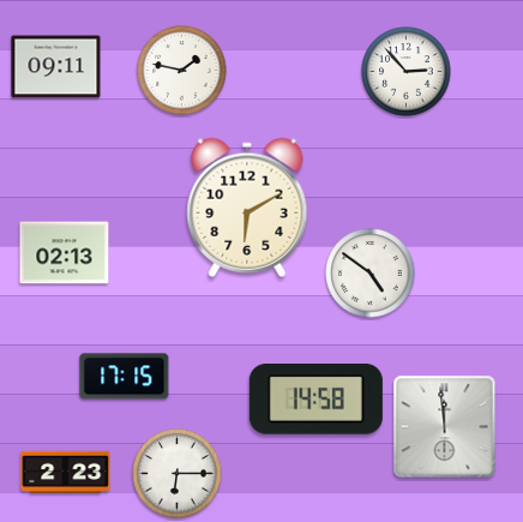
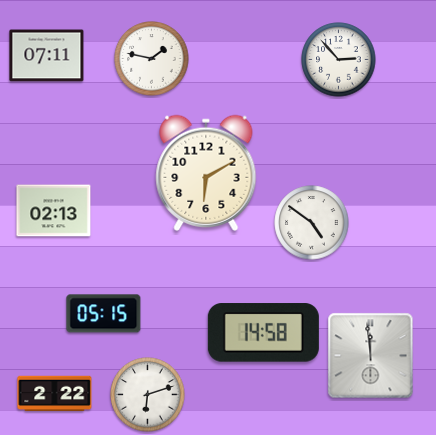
clock at (56, 67): 09:11 -> 07:11
clock at (371, 274) position: (371, 274) -> (312, 223)
clock at (125, 377): 17:15 -> 05:15
clock at (66, 473): 2:23 -> 2:22
clock at (178, 474): 6:15 -> 6:12
